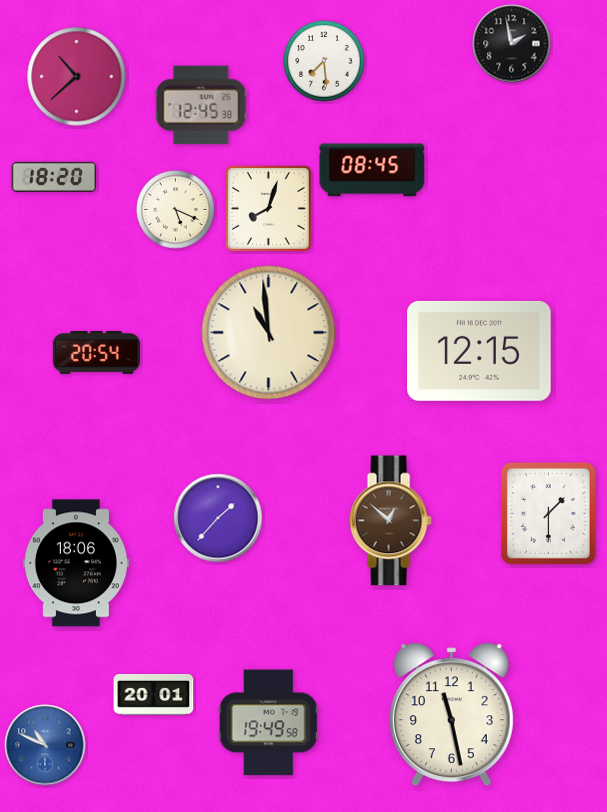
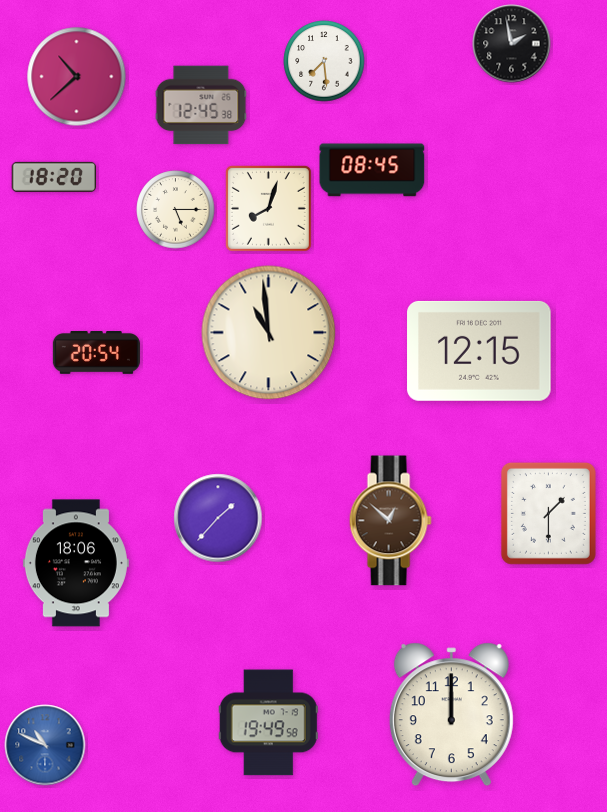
clock at (176, 210): 5:19 -> 5:15
clock at (154, 695): 20:01 -> none
clock at (451, 715): 11:28 -> 12:00
